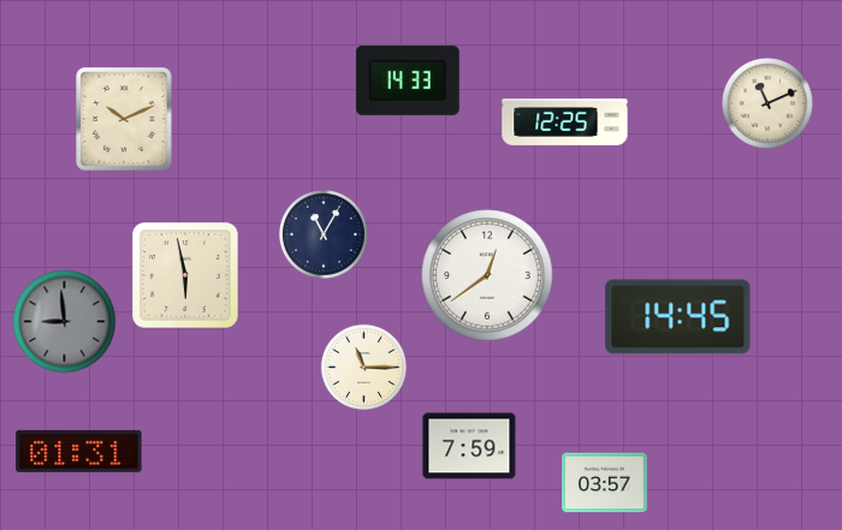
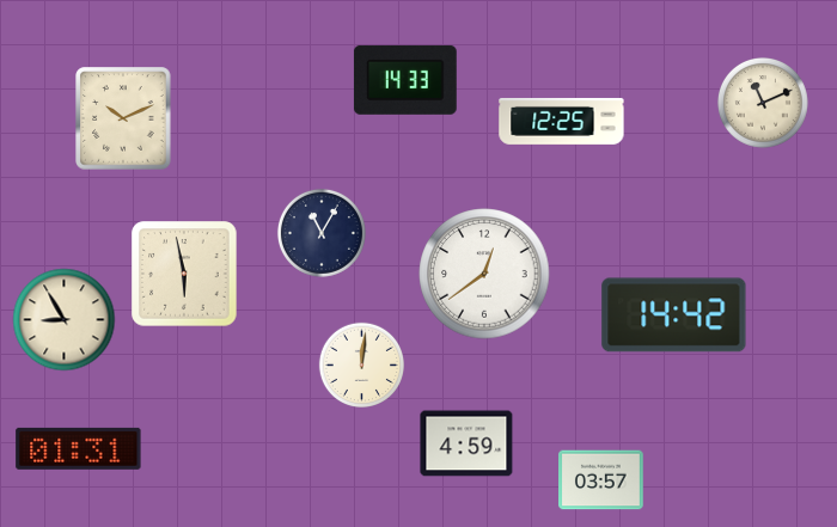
clock at (678, 317): 14:45 -> 14:42
clock at (65, 322): 8:59 -> 8:55
clock at (65, 322) dial: grey -> cream
clock at (363, 367): 11:15 -> 12:01
clock at (469, 446): 7:59 -> 4:59
